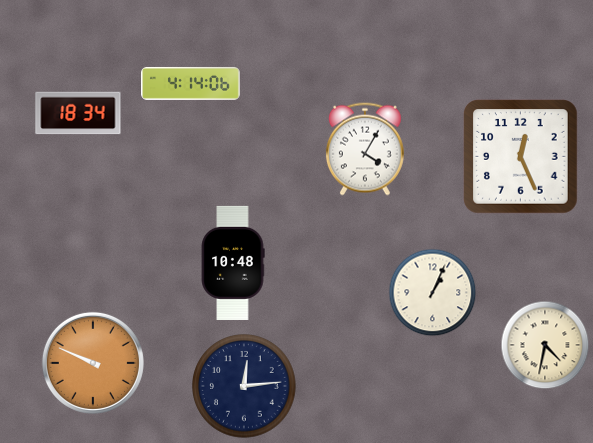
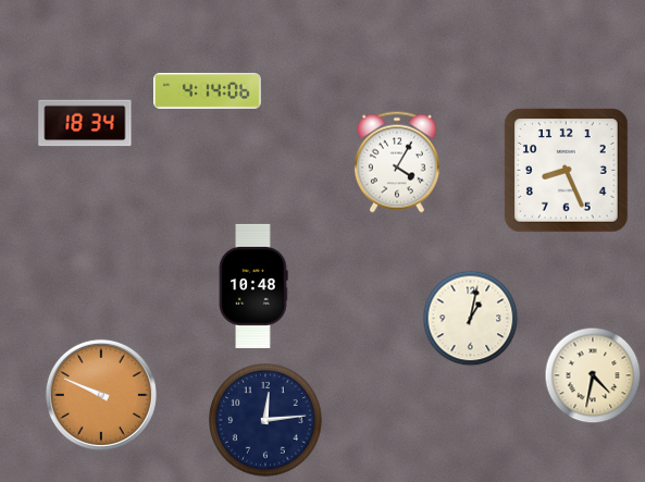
clock at (521, 157): 12:26 -> 8:26
clock at (433, 293): 1:04 -> 1:02
